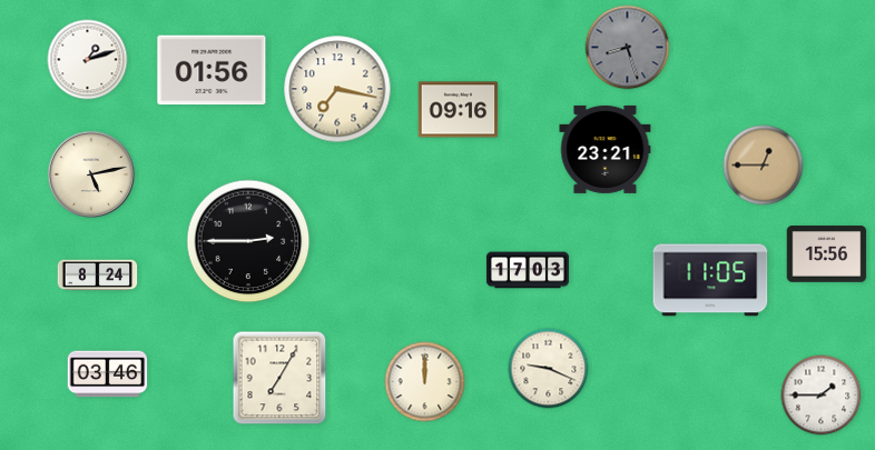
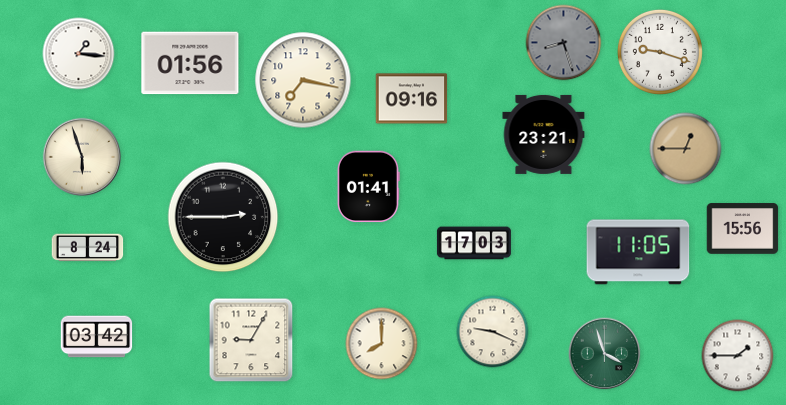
clock at (660, 52): none -> 9:18
clock at (88, 60): 1:12 -> 1:16
clock at (91, 174): 5:13 -> 5:57
clock at (368, 187): none -> 01:41
clock at (108, 374): 03:46 -> 03:42
clock at (279, 378): 7:05 -> 9:05
clock at (425, 382): 12:00 -> 8:00
clock at (605, 354): none -> 3:57
